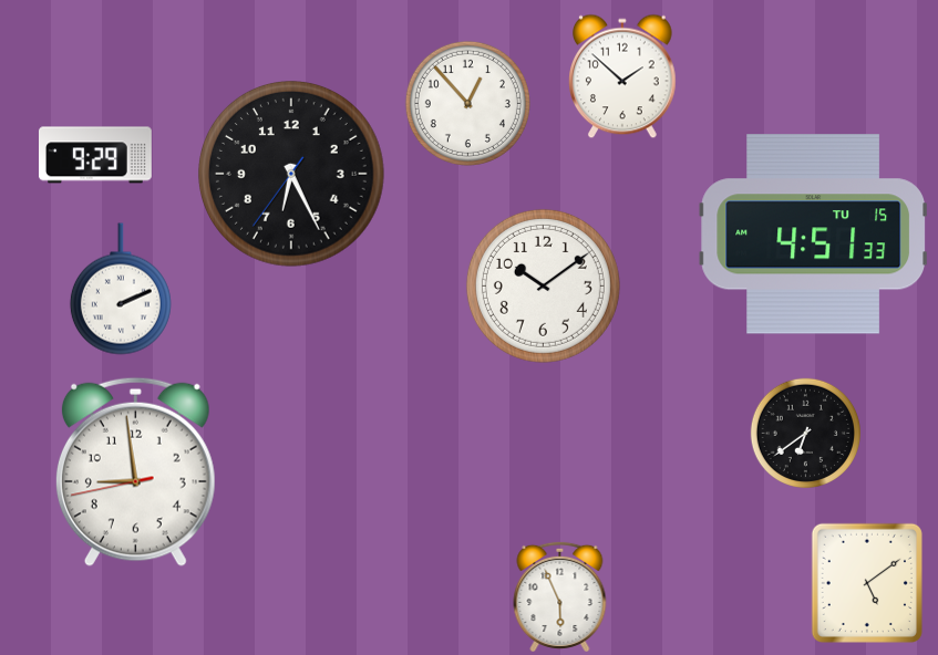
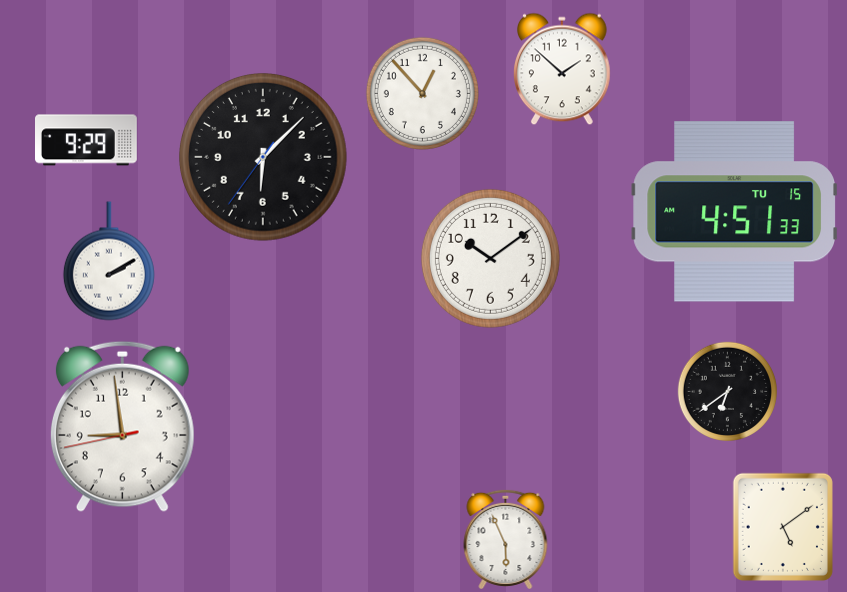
clock at (292, 175): 6:25 -> 6:07
clock at (121, 289): 2:11 -> 2:10
